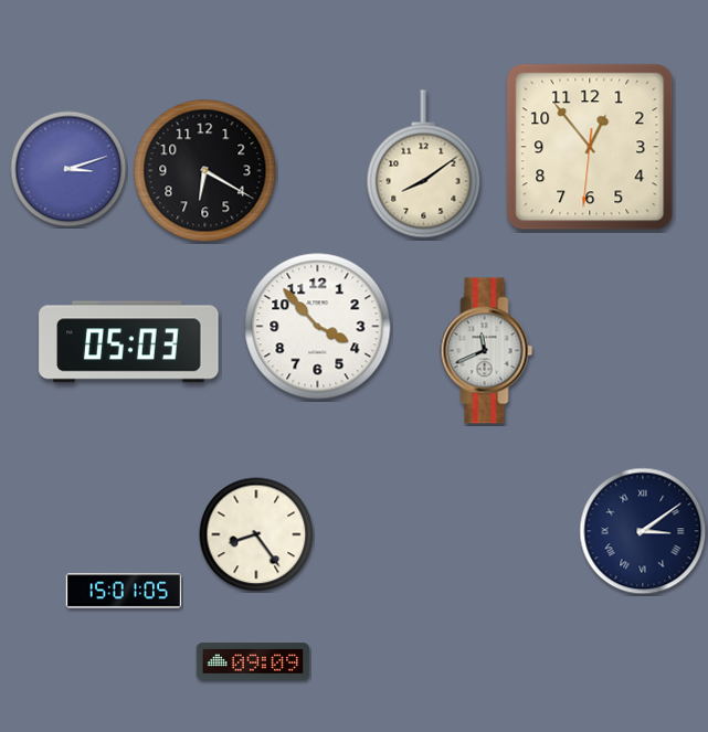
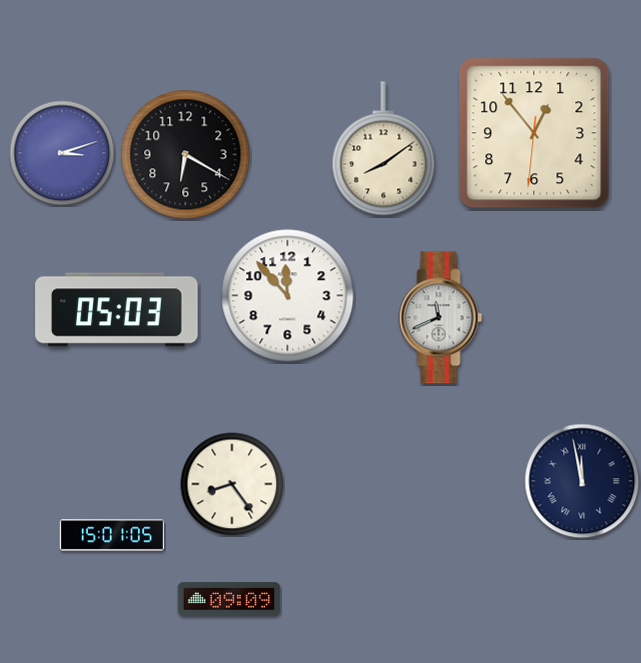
clock at (318, 327): 3:53 -> 11:53
clock at (643, 531): 3:09 -> 11:58
